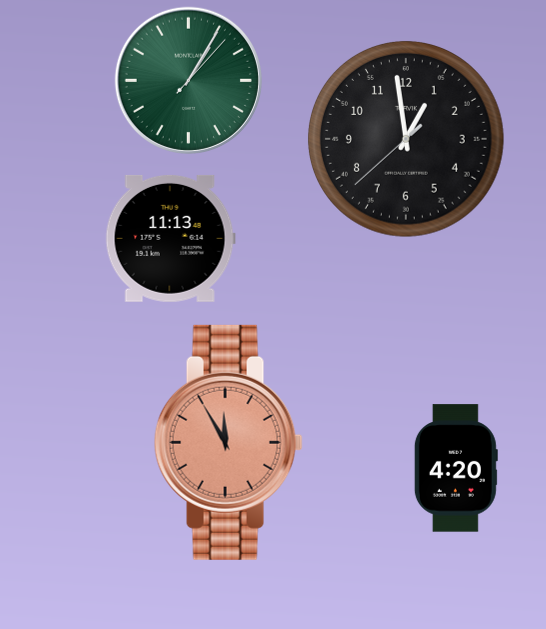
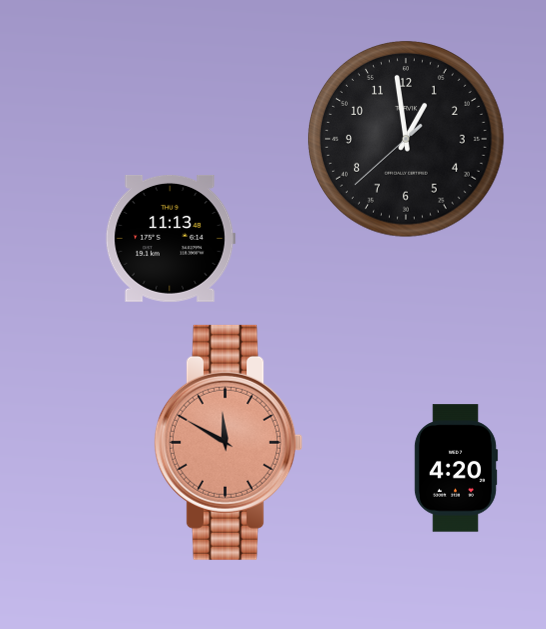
clock at (188, 80): 1:05 -> none
clock at (228, 442): 11:55 -> 11:50
